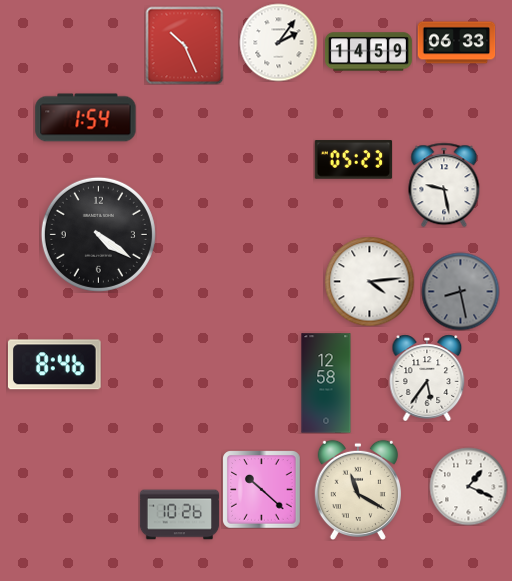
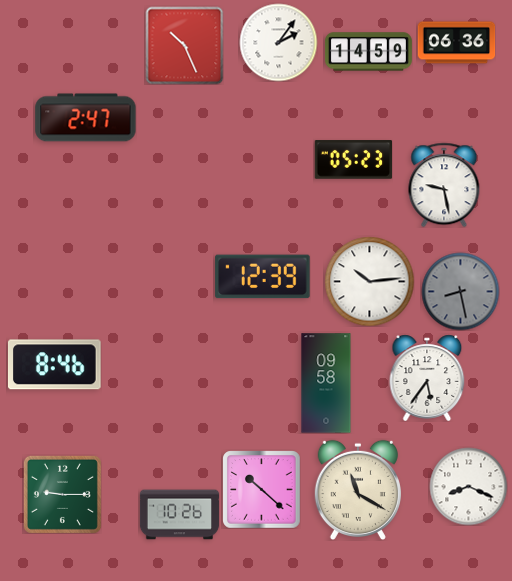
clock at (456, 43): 06:33 -> 06:36
clock at (86, 118): 1:54 -> 2:47
clock at (98, 234): 4:21 -> none
clock at (263, 277): none -> 12:39
clock at (369, 281): 4:14 -> 10:14
clock at (326, 383): 12:58 -> 09:58
clock at (468, 486): 1:19 -> 8:19
clock at (62, 494): none -> 9:15
